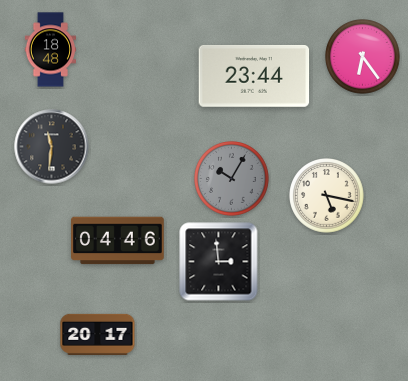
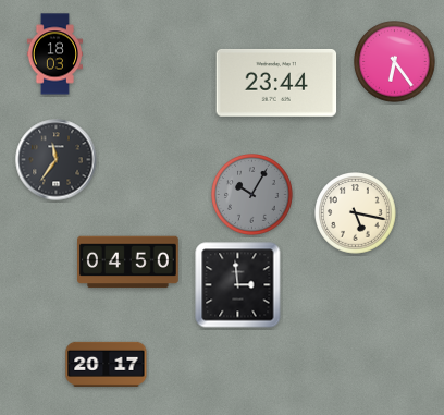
clock at (51, 50): 18:48 -> 18:03
clock at (52, 147): 11:31 -> 11:36
clock at (118, 241): 04:46 -> 04:50
